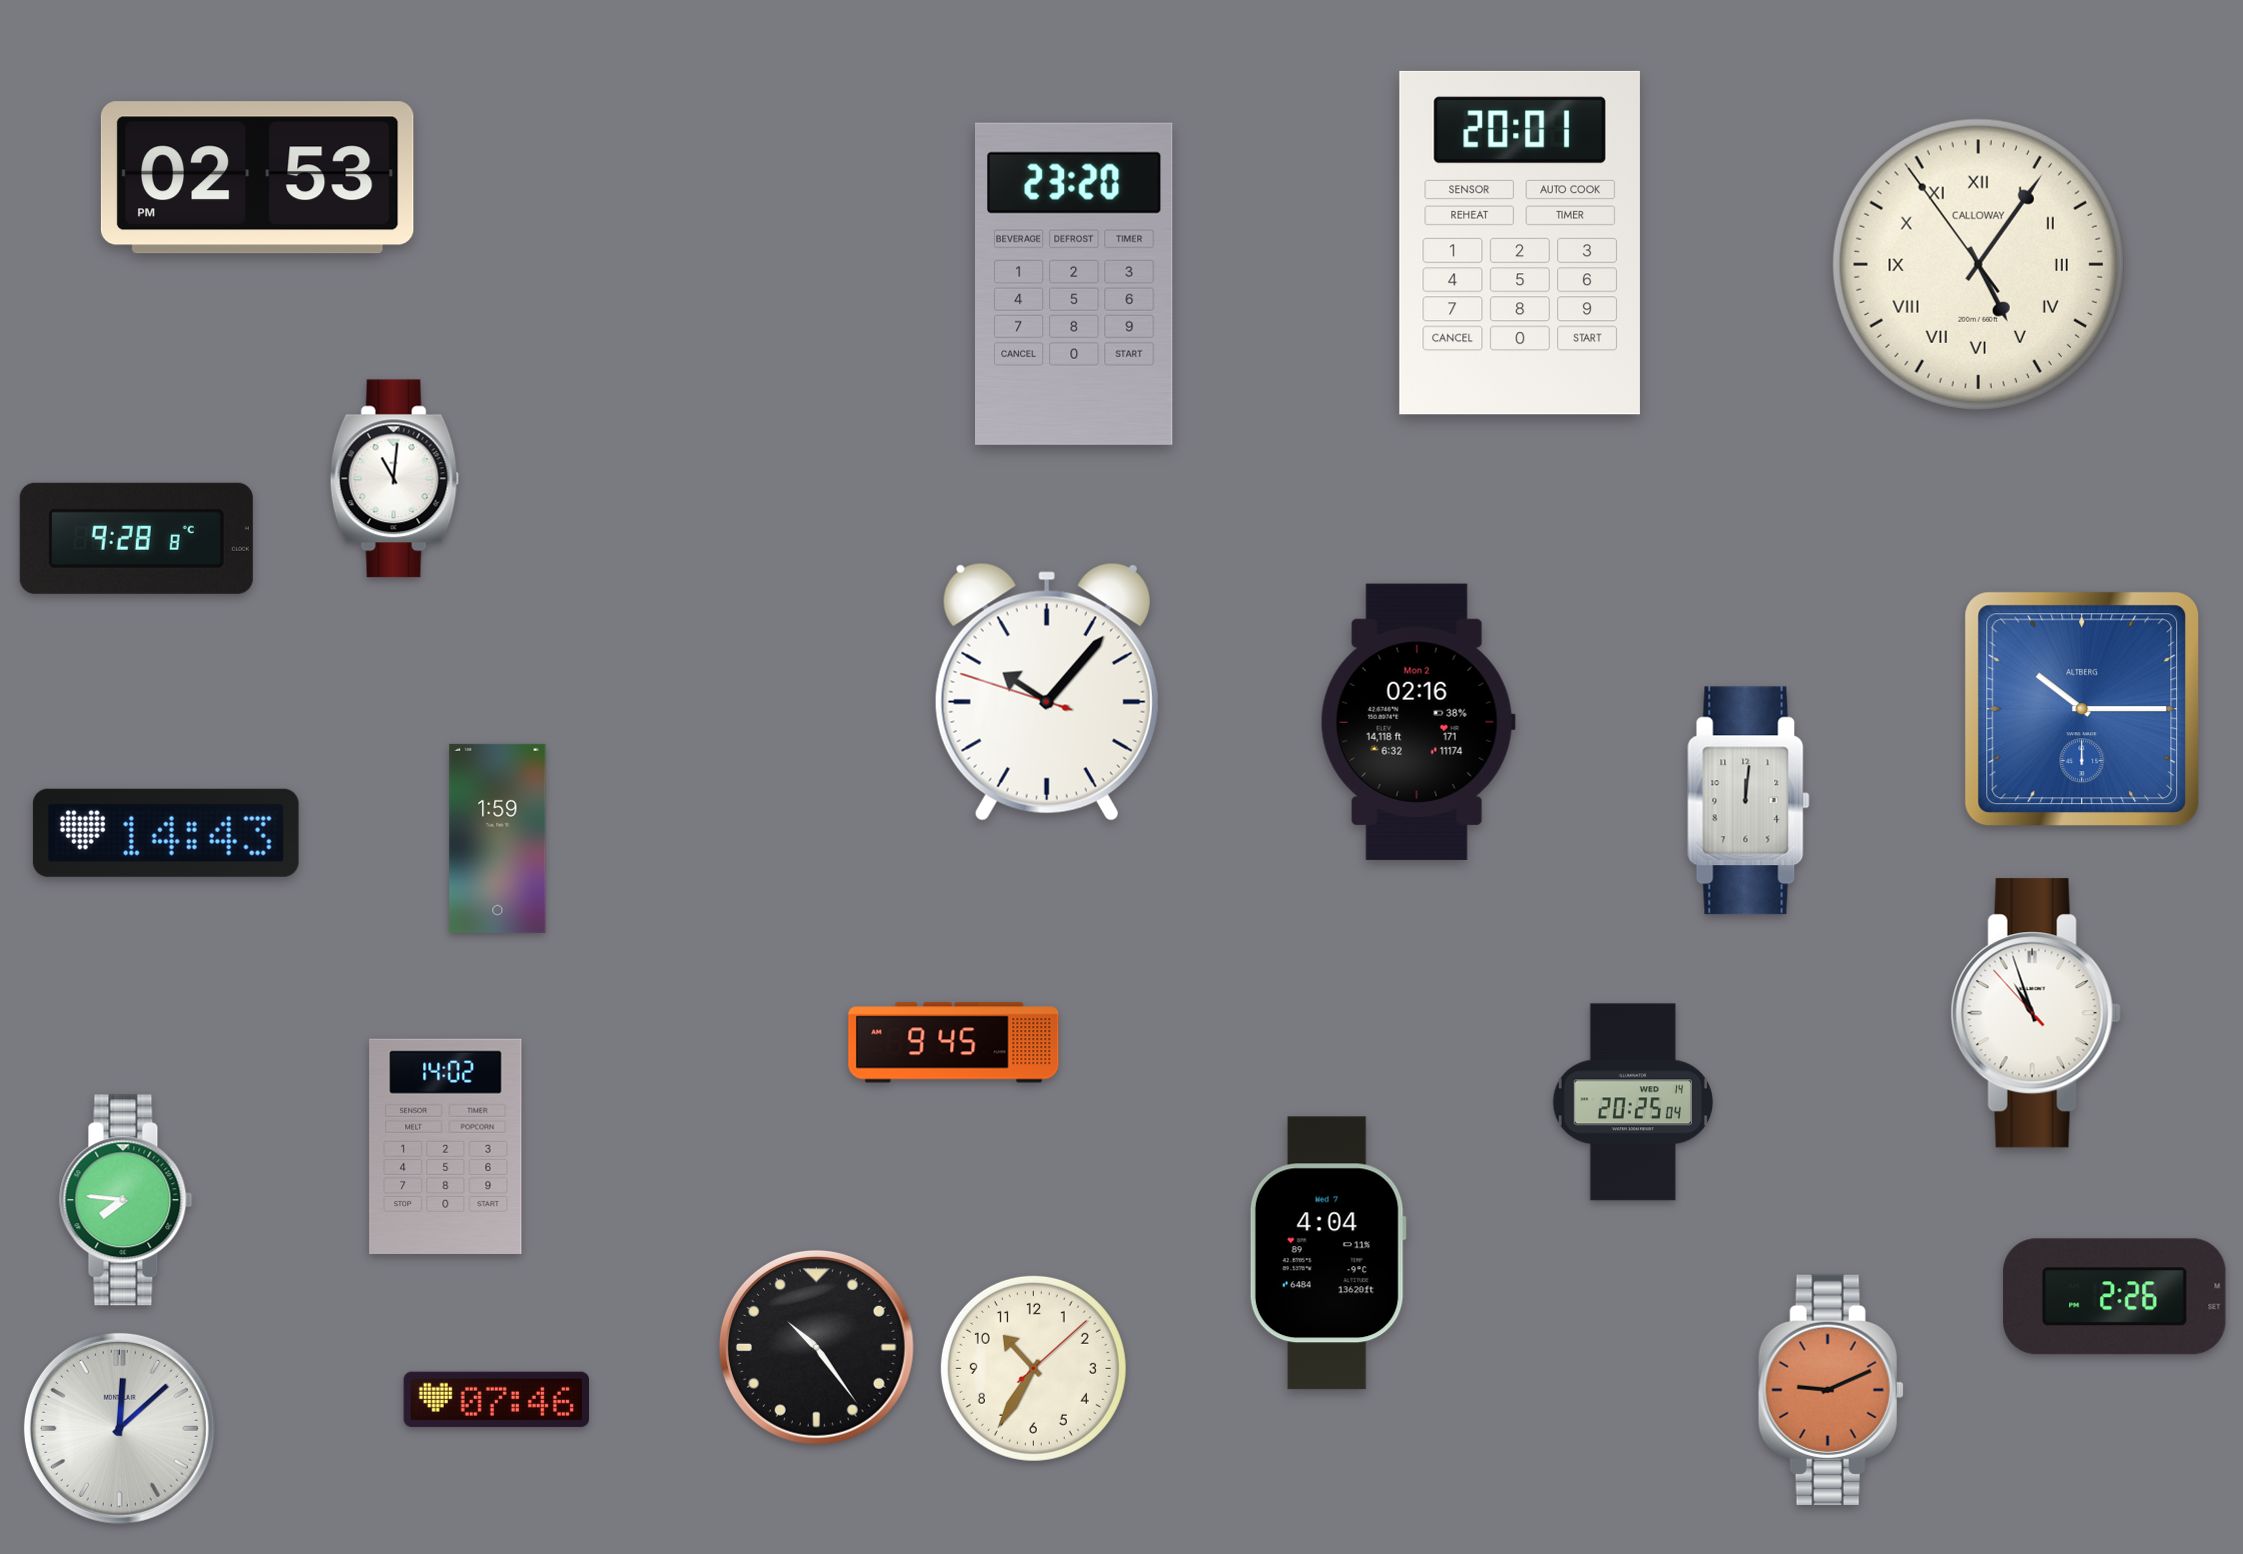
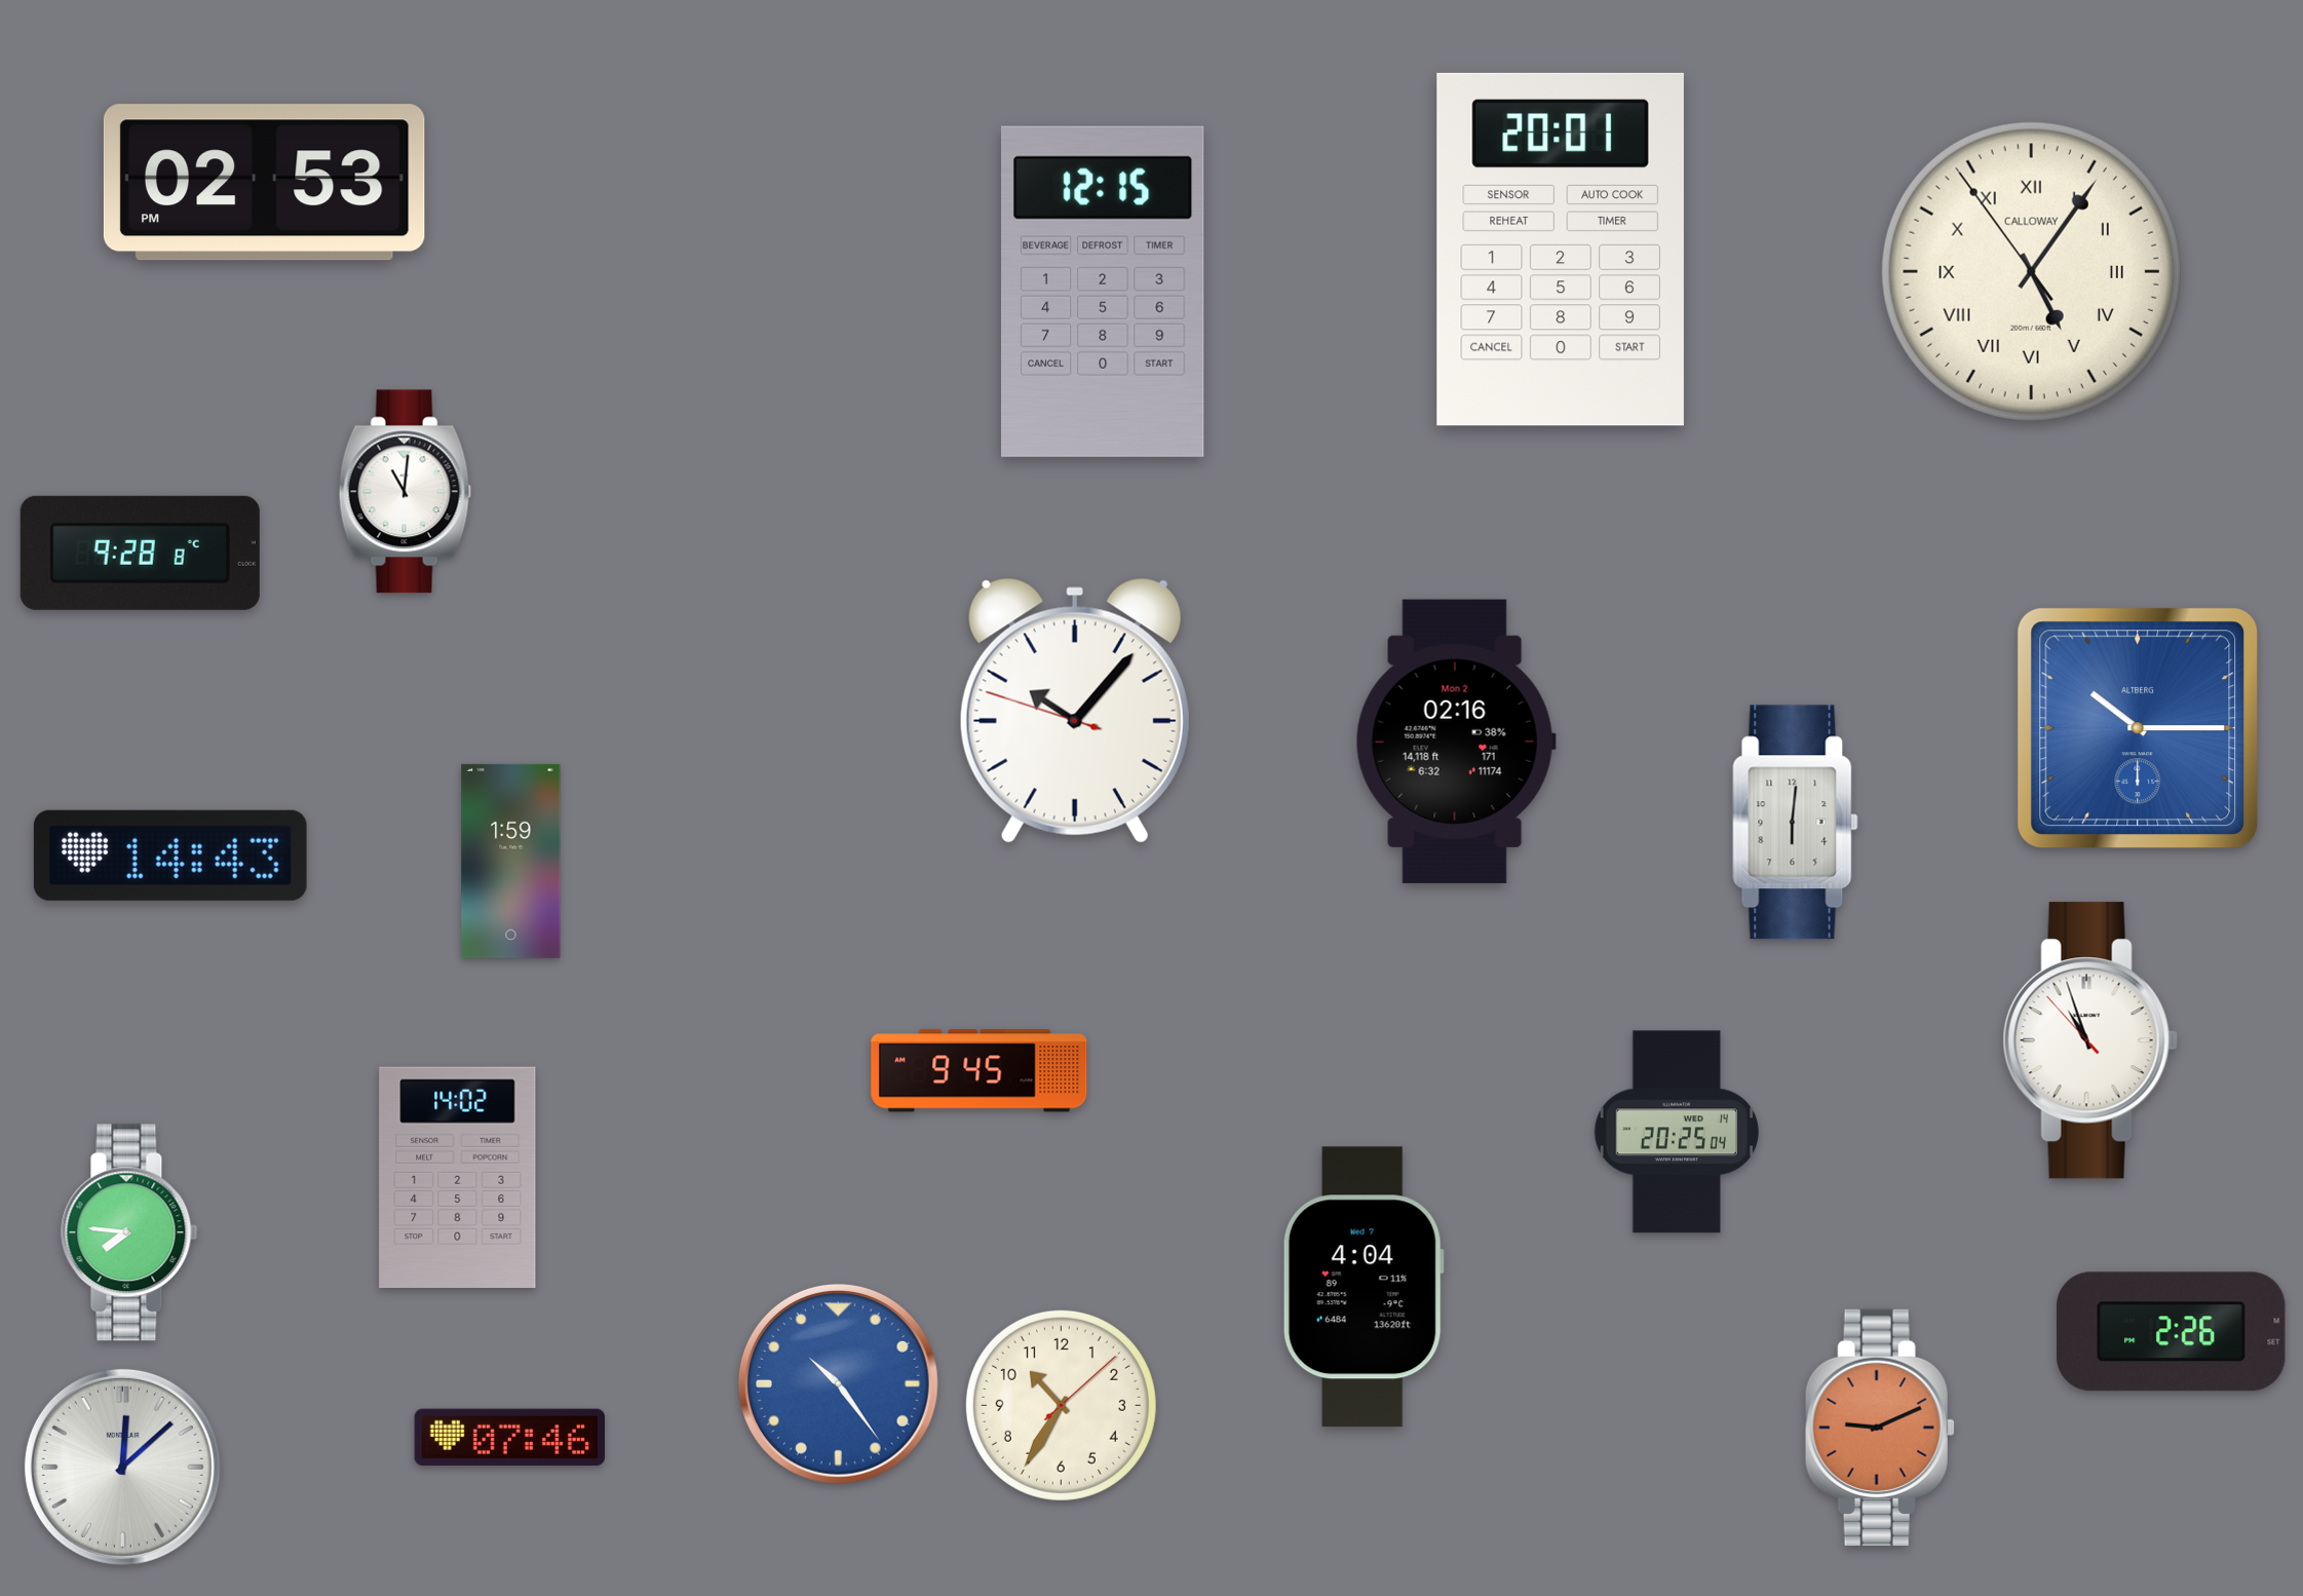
clock at (1075, 284): 23:20 -> 12:15
clock at (1749, 801): 12:01 -> 6:01
clock at (816, 1347) dial: black -> blue
